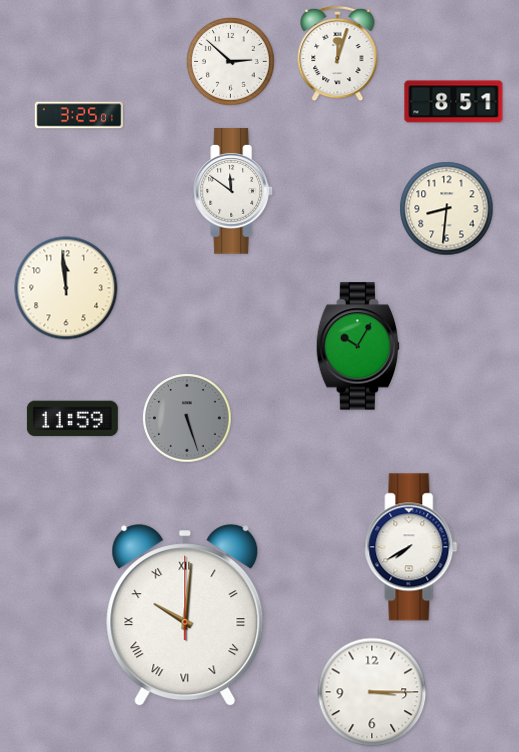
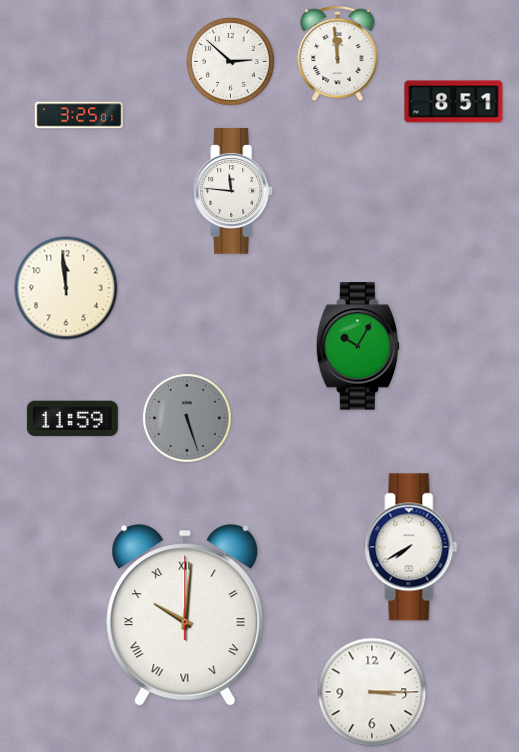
clock at (338, 54): 12:03 -> 11:59
clock at (234, 191): 11:51 -> 11:46
clock at (447, 209): 8:31 -> none
